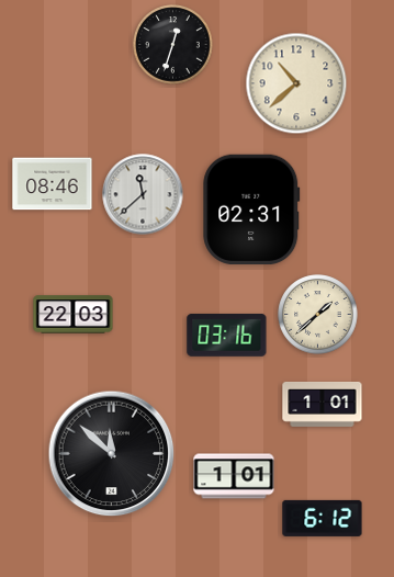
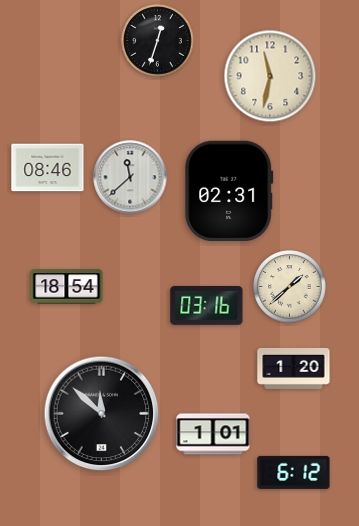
clock at (296, 83): 10:38 -> 11:32
clock at (74, 315): 22:03 -> 18:54
clock at (323, 404): 1:01 -> 1:20
